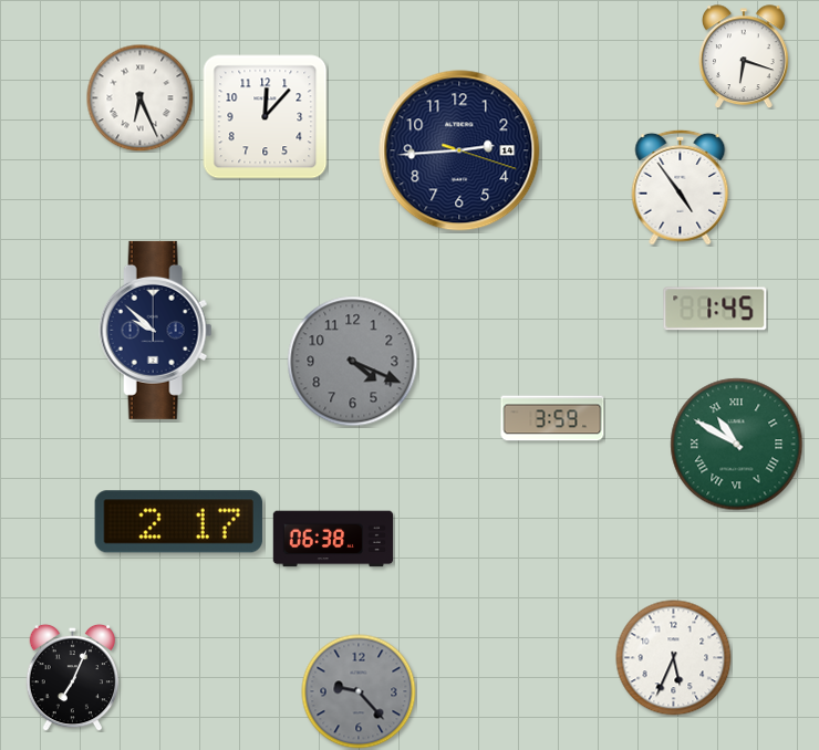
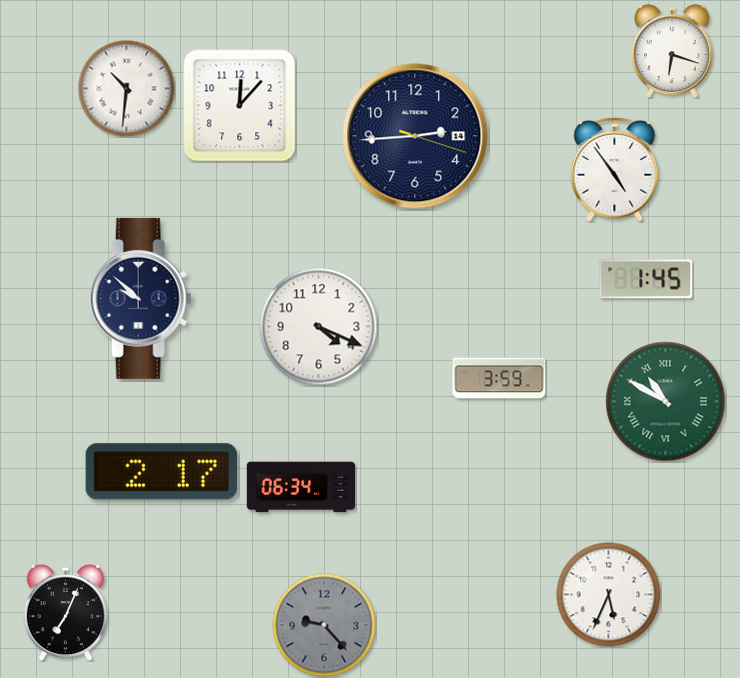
clock at (139, 97): 6:26 -> 10:31
clock at (353, 362) dial: grey -> white
clock at (333, 539): 06:38 -> 06:34
